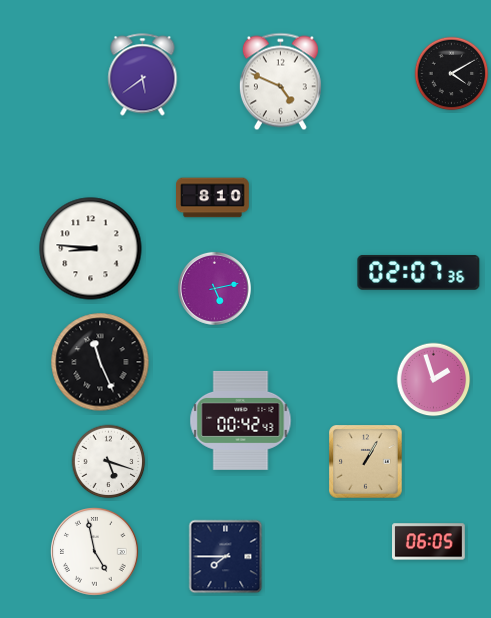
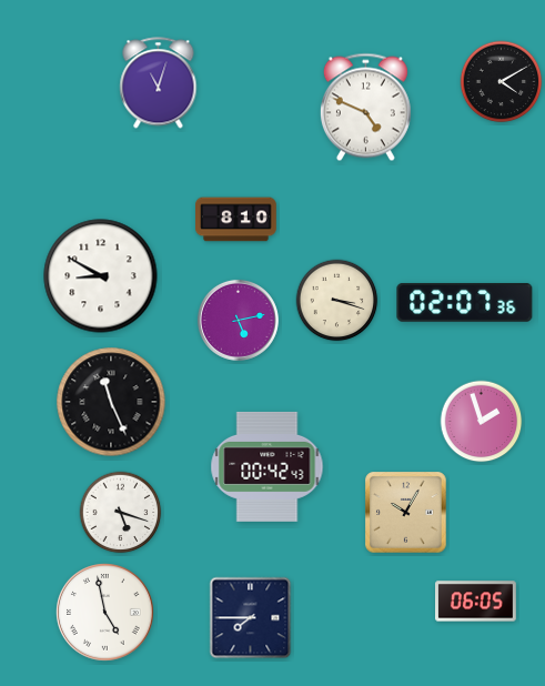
clock at (143, 75): 5:39 -> 11:03
clock at (280, 82) position: (280, 82) -> (365, 108)
clock at (91, 249): 8:46 -> 8:50
clock at (337, 301): none -> 3:18
clock at (366, 462): 1:05 -> 10:05
